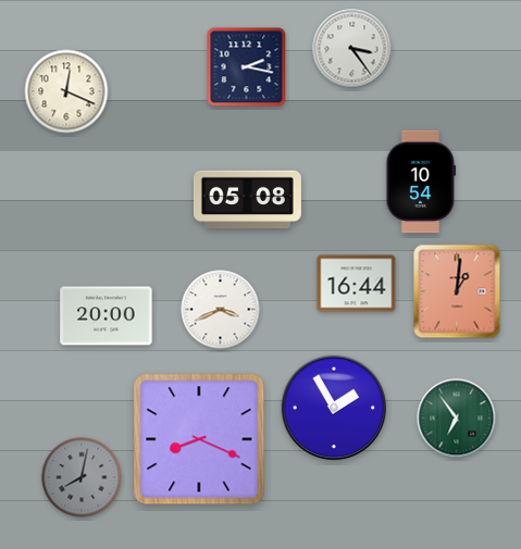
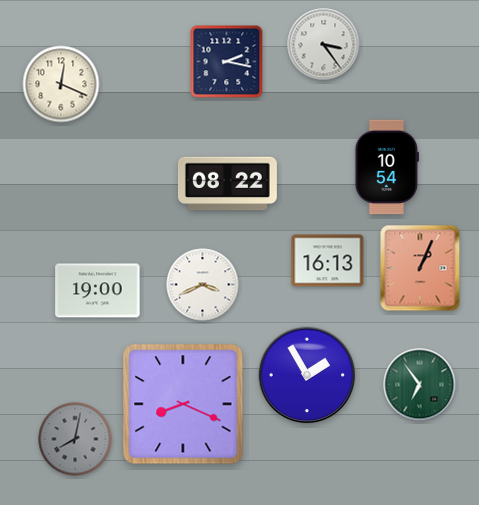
clock at (247, 200): 05:08 -> 08:22
clock at (357, 284): 16:44 -> 16:13
clock at (457, 291): 1:01 -> 1:04
clock at (107, 316): 20:00 -> 19:00
